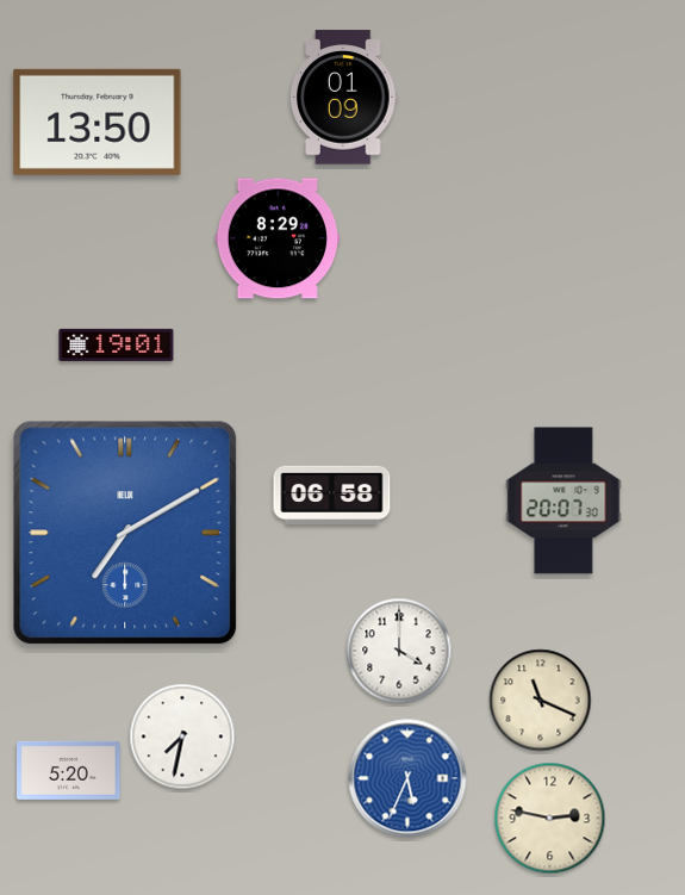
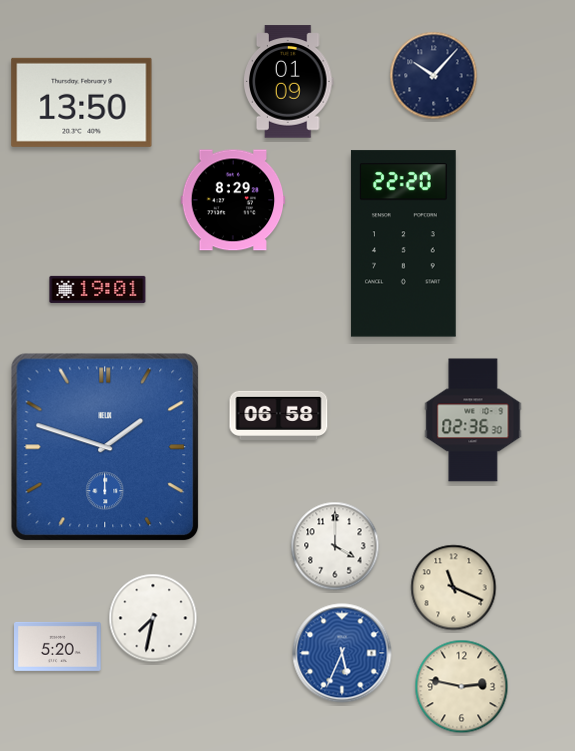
clock at (434, 76): none -> 10:07
clock at (403, 244): none -> 22:20
clock at (563, 501): 20:07 -> 02:36
clock at (125, 533): 7:10 -> 1:48
